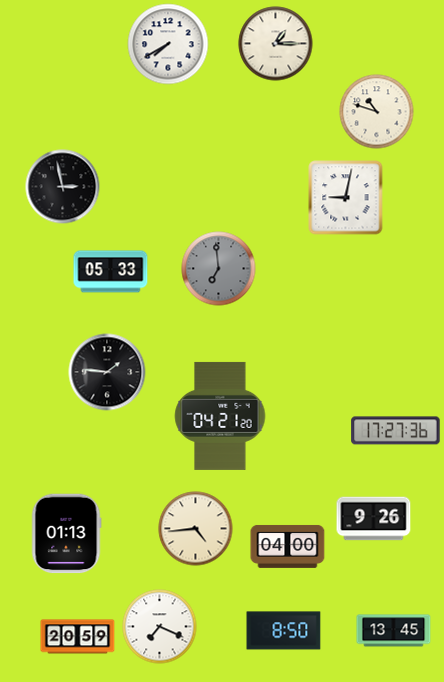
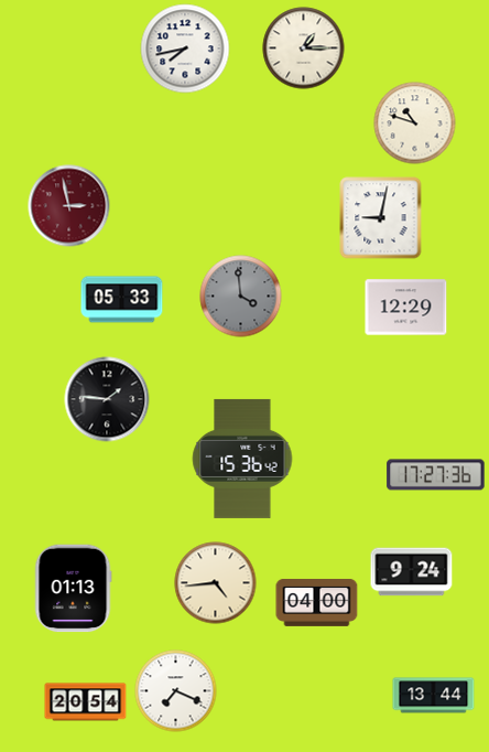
clock at (168, 44): 7:40 -> 7:43
clock at (63, 187) dial: black -> burgundy
clock at (219, 269): 6:59 -> 3:59
clock at (406, 308): none -> 12:29
clock at (107, 372) position: (107, 372) -> (107, 399)
clock at (220, 416): 04:21 -> 15:36
clock at (374, 519): 9:26 -> 9:24
clock at (284, 631): 8:50 -> none
clock at (394, 631): 13:45 -> 13:44
clock at (78, 637): 20:59 -> 20:54
